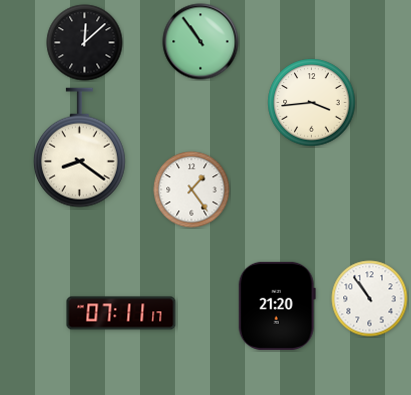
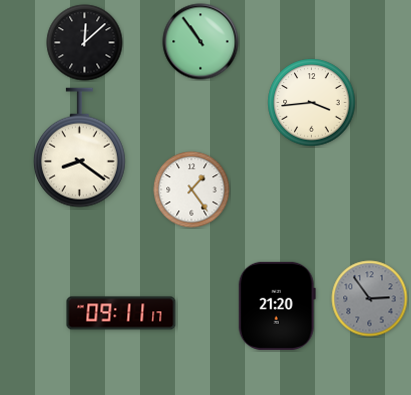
clock at (370, 299): 10:54 -> 2:54
clock at (370, 299) dial: white -> grey
clock at (121, 313): 07:11 -> 09:11
